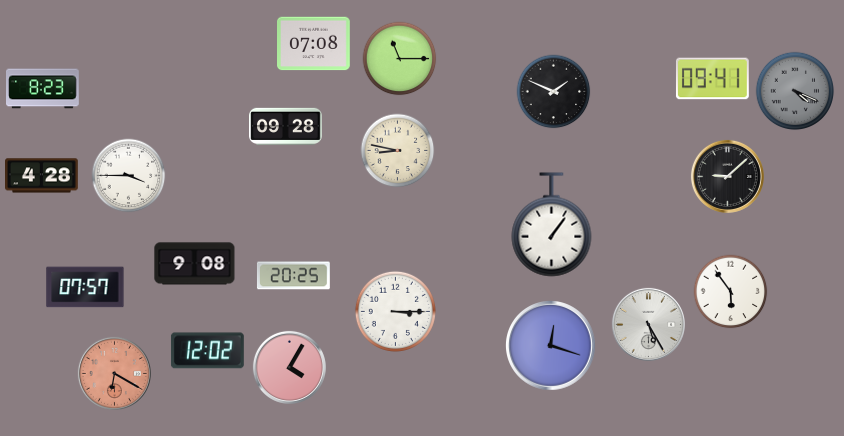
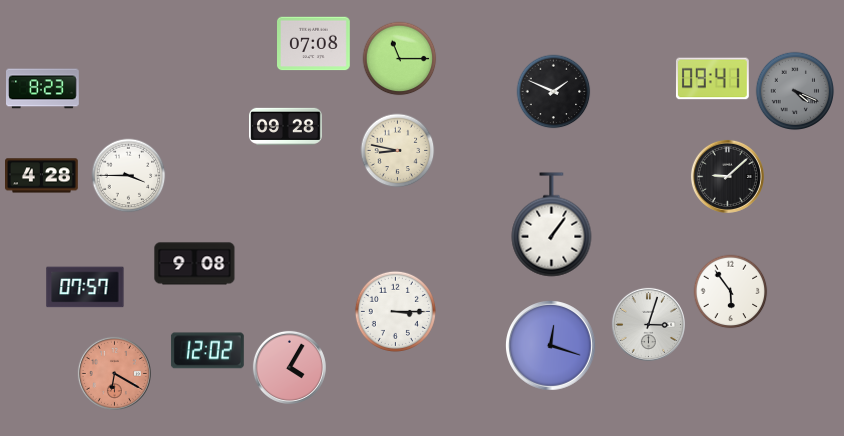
clock at (293, 276): 20:25 -> none
clock at (648, 324): 5:25 -> 3:03
